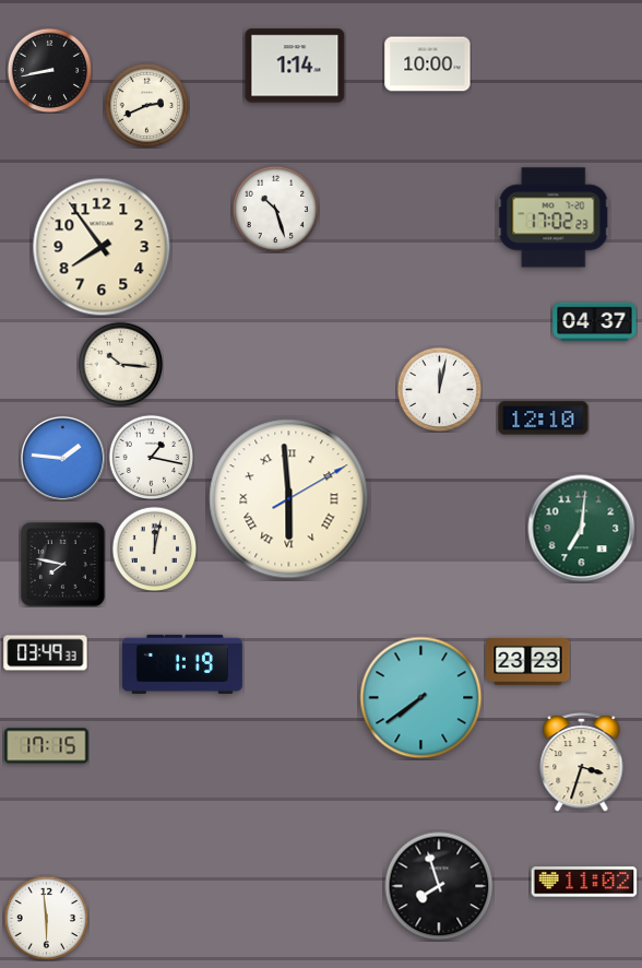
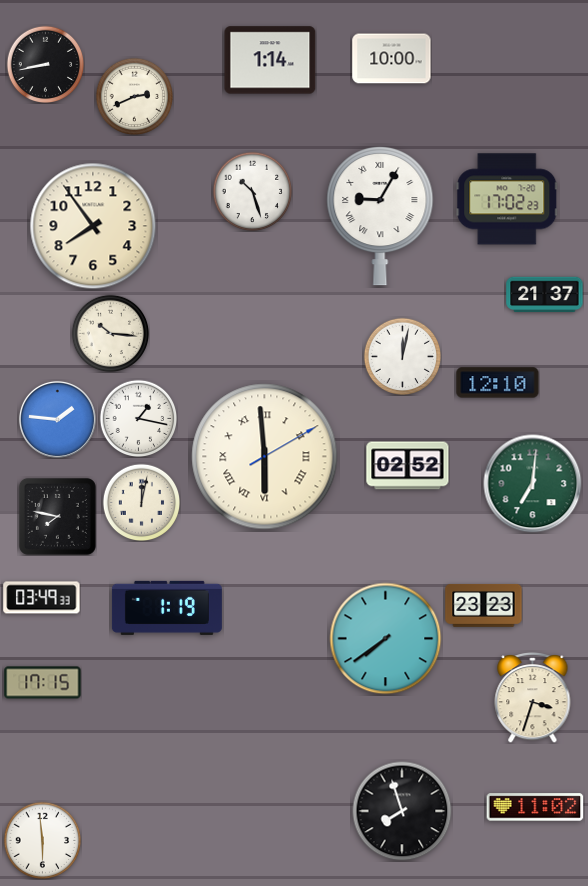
clock at (380, 216): none -> 9:05
clock at (595, 322): 04:37 -> 21:37
clock at (408, 466): none -> 02:52
